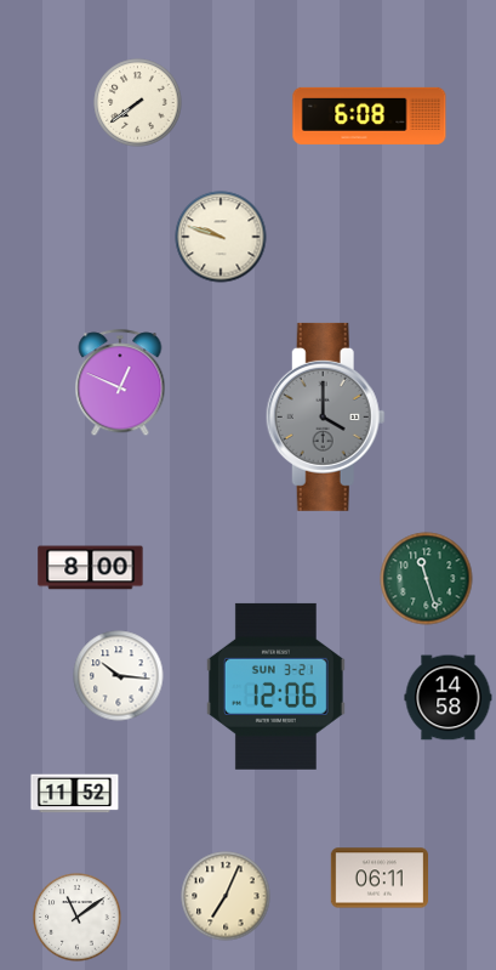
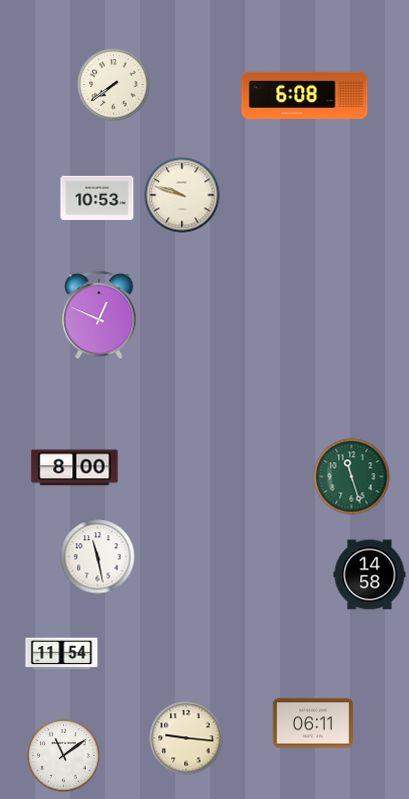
clock at (97, 198): none -> 10:53
clock at (325, 416): 4:00 -> none
clock at (119, 676): 10:16 -> 11:28
clock at (275, 686): 12:06 -> none
clock at (75, 794): 11:52 -> 11:54
clock at (226, 896): 7:04 -> 9:16
